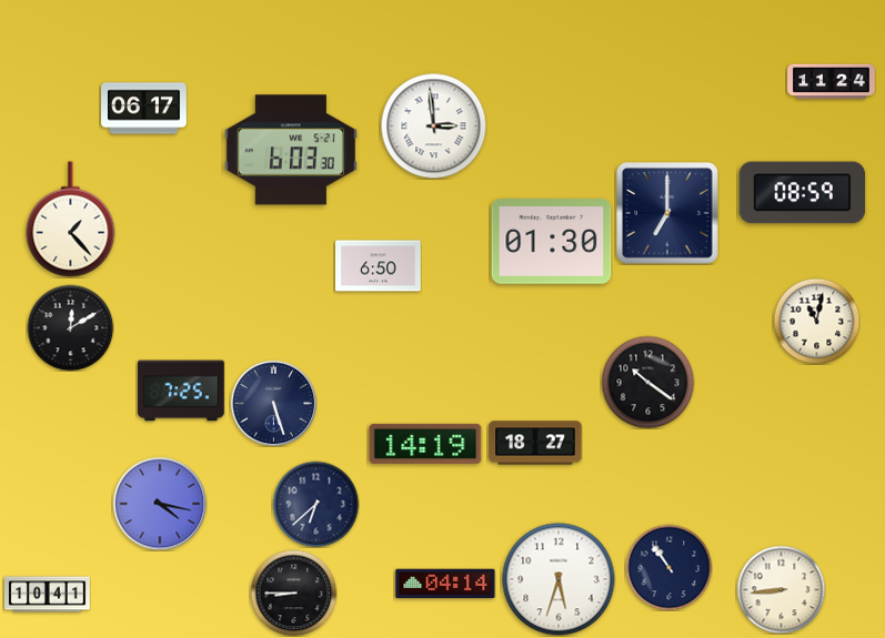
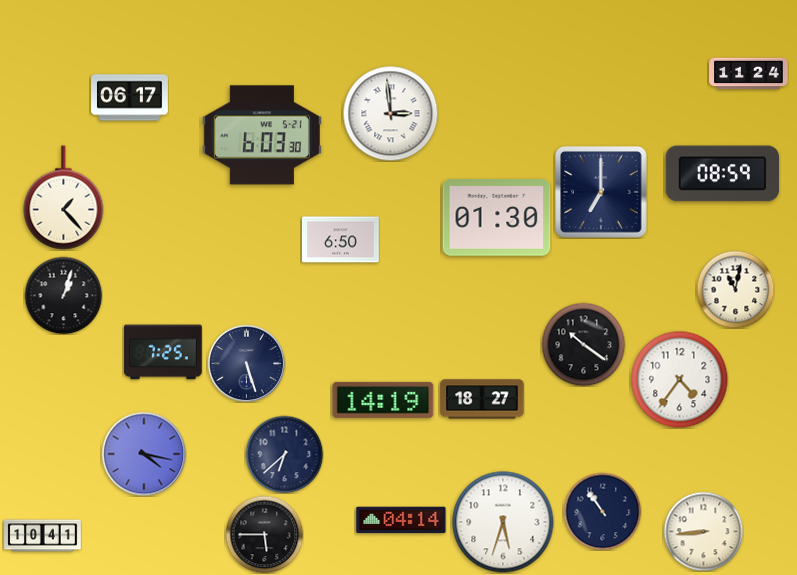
clock at (70, 327): 12:10 -> 1:03
clock at (679, 379): none -> 4:36
clock at (445, 584) position: (445, 584) -> (401, 520)
clock at (293, 593): 8:45 -> 5:45
